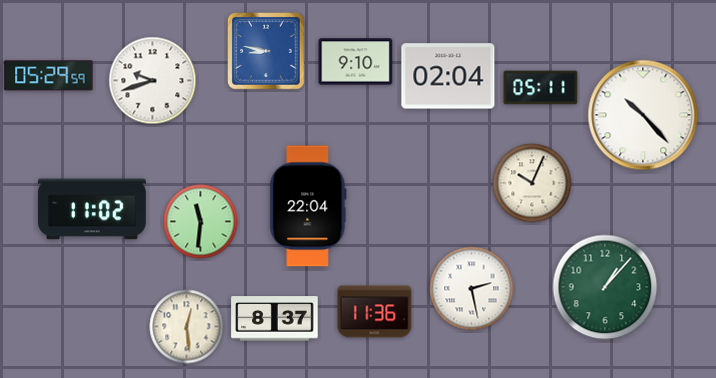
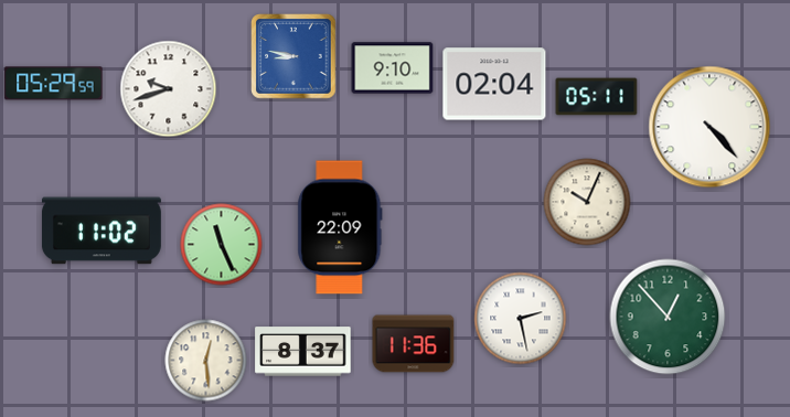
clock at (643, 115): 10:23 -> 4:23
clock at (308, 206): 22:04 -> 22:09
clock at (201, 222): 11:31 -> 11:26
clock at (605, 287): 1:07 -> 12:53
